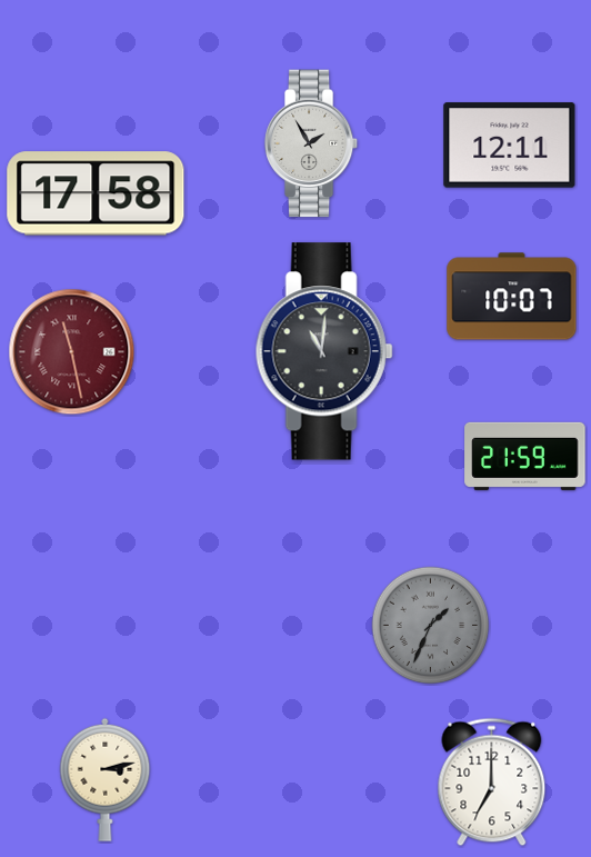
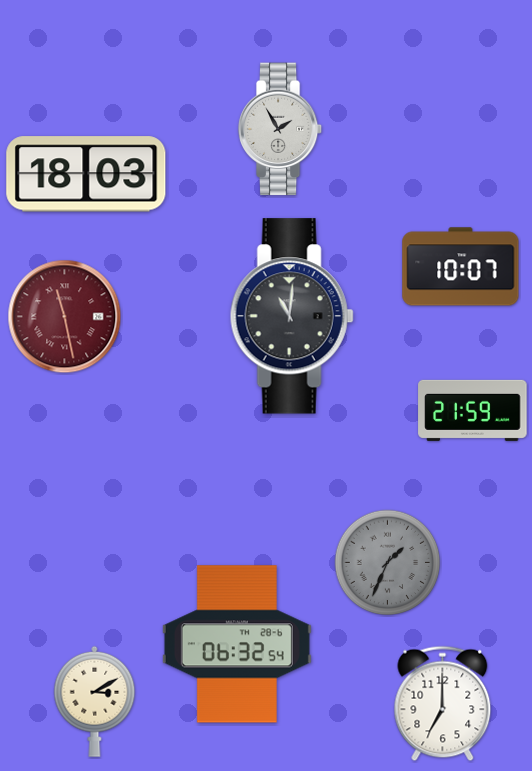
clock at (510, 146): 12:11 -> none
clock at (96, 193): 17:58 -> 18:03
clock at (237, 644): none -> 06:32
clock at (106, 779): 3:13 -> 3:10
